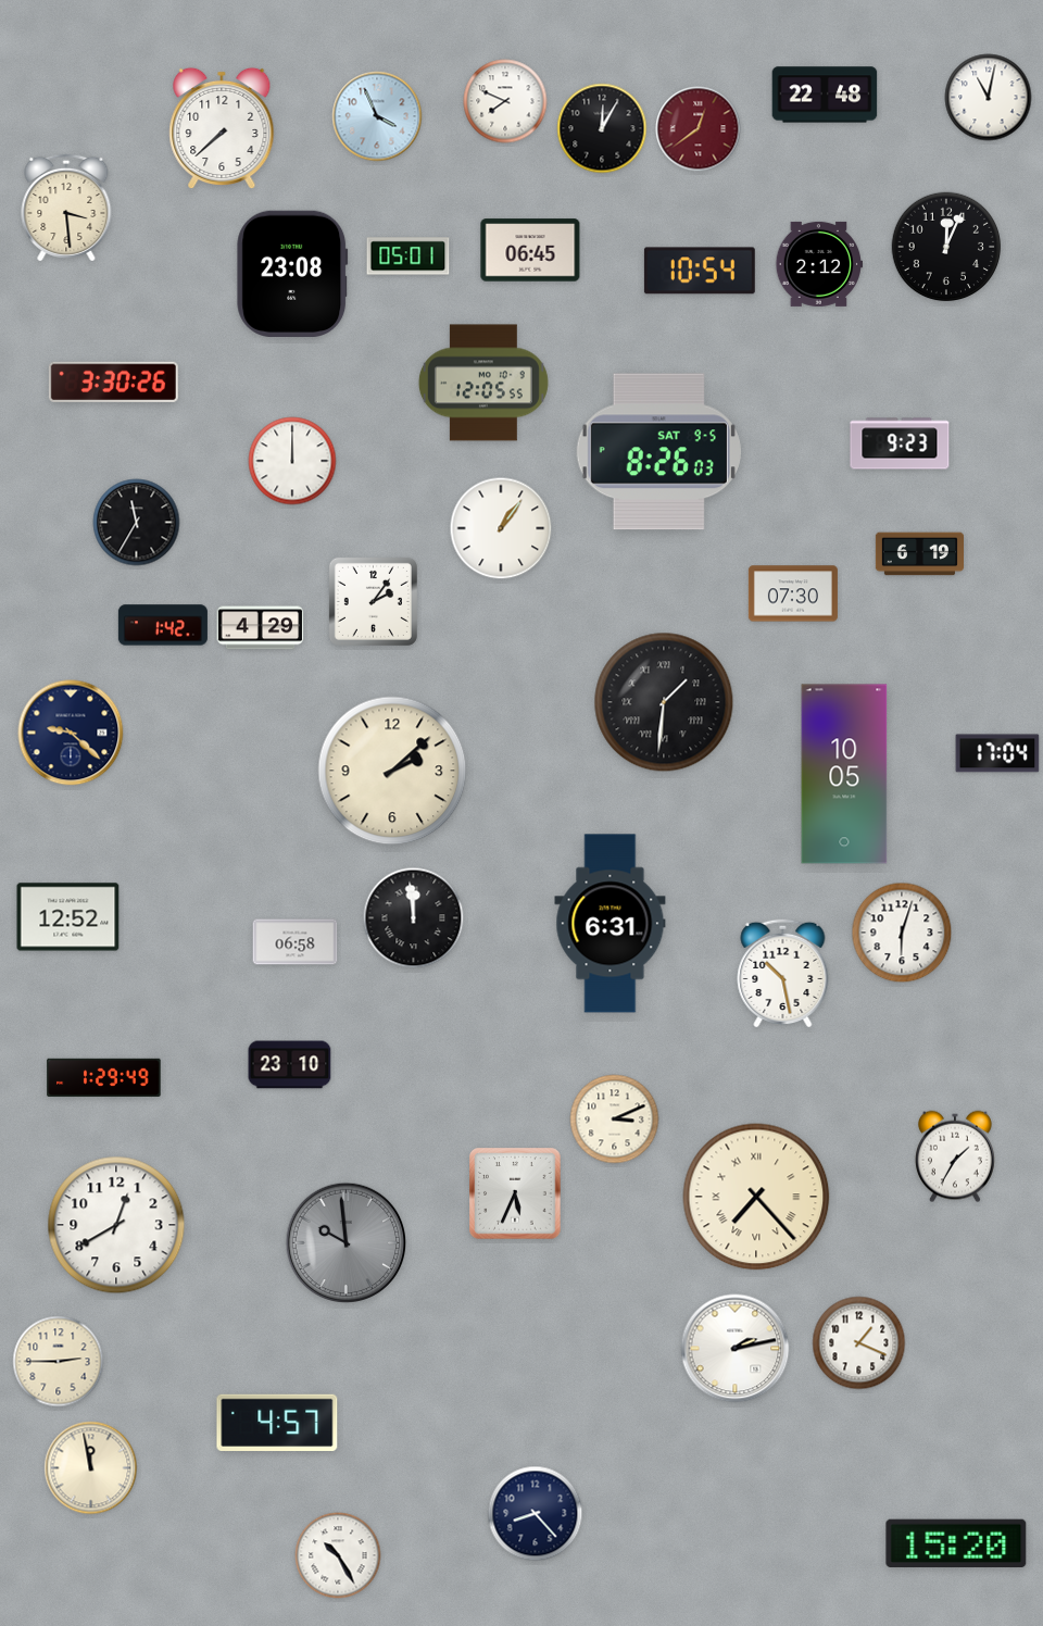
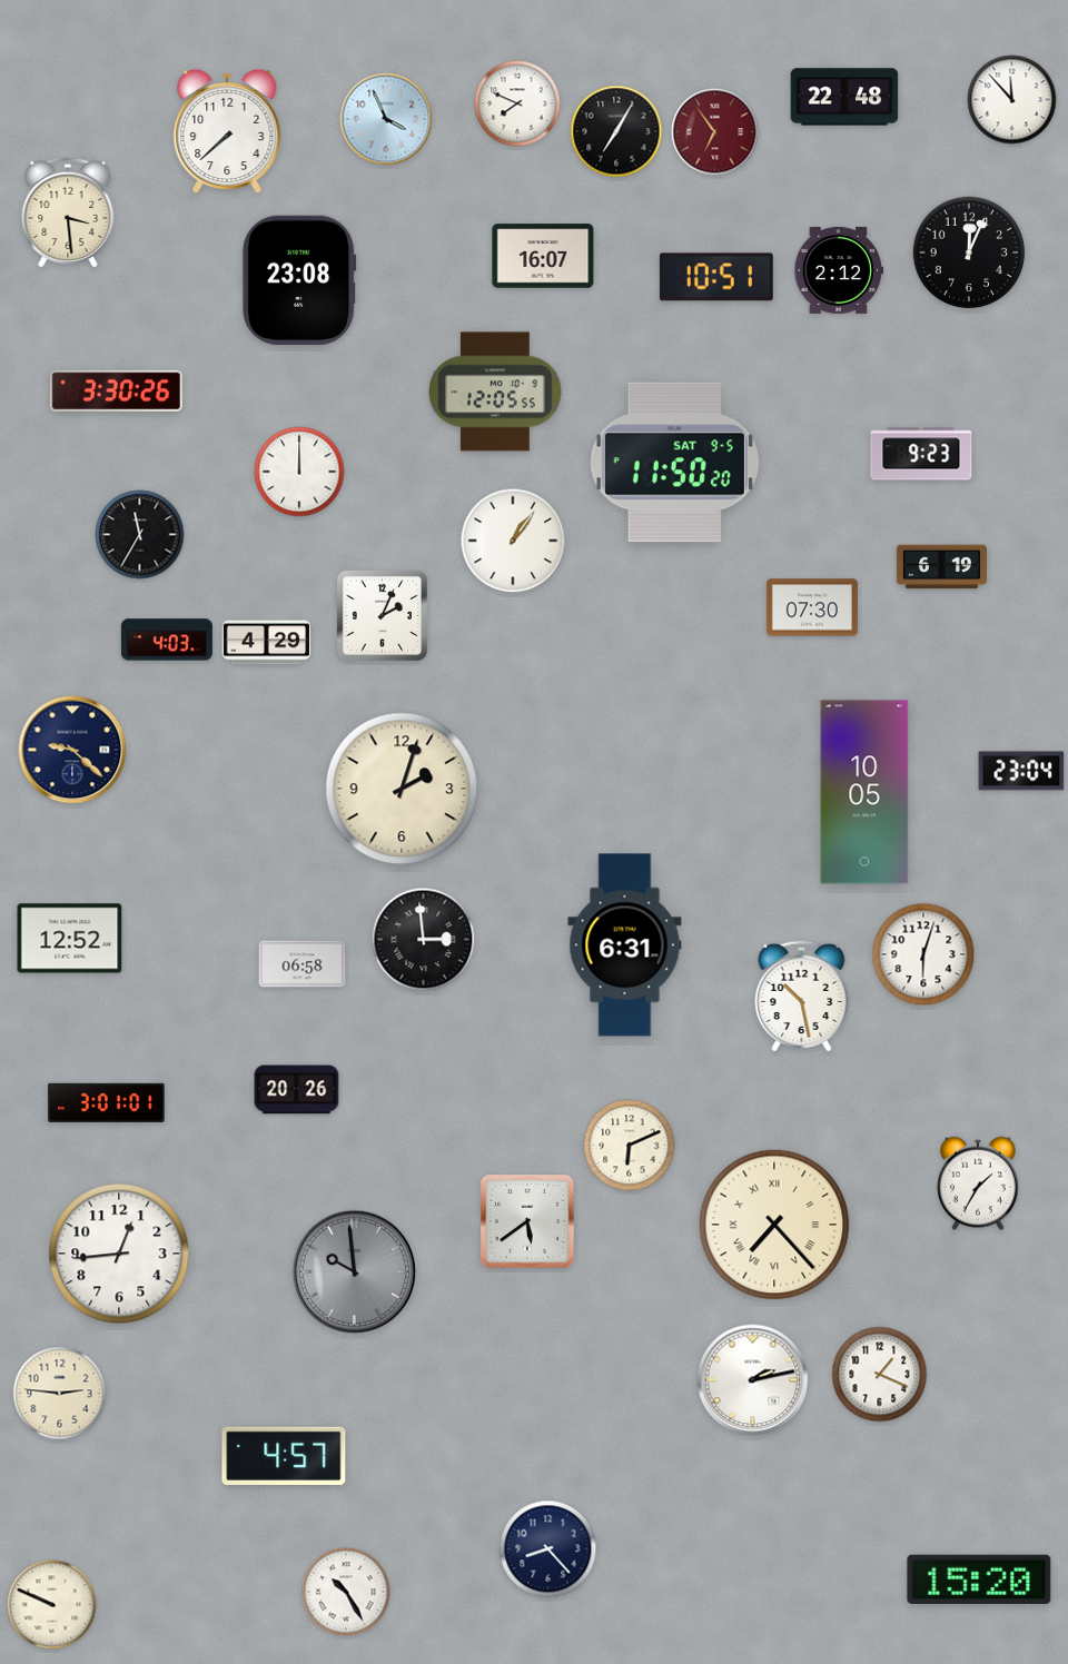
clock at (989, 98): 11:02 -> 11:53
clock at (602, 128): 12:05 -> 7:05
clock at (699, 129): 12:39 -> 6:54
clock at (530, 250): 06:45 -> 16:07
clock at (409, 257): 05:01 -> none
clock at (700, 271): 10:54 -> 10:51
clock at (658, 452): 8:26 -> 11:50
clock at (373, 601): 2:06 -> 2:04
clock at (163, 625): 1:42 -> 4:03
clock at (664, 702): 1:31 -> none
clock at (997, 753): 17:04 -> 23:04
clock at (392, 771): 2:08 -> 2:03
clock at (414, 918): 11:59 -> 2:59
clock at (290, 1065): 23:10 -> 20:26
clock at (104, 1077): 1:29 -> 3:01
clock at (615, 1120): 3:11 -> 6:11
clock at (515, 1193): 5:34 -> 5:39
clock at (116, 1225): 12:40 -> 12:44
clock at (59, 1362): 2:45 -> 2:46
clock at (91, 1468): 11:58 -> none
clock at (52, 1605): none -> 9:49
